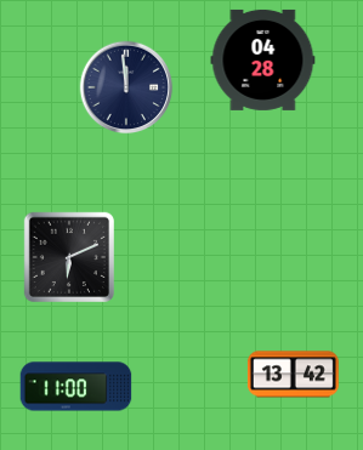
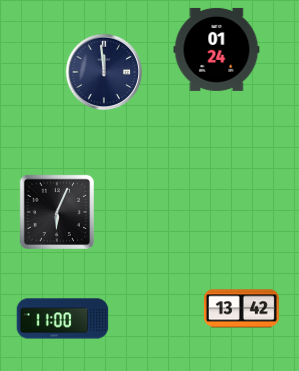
clock at (263, 59): 04:28 -> 01:24
clock at (68, 256): 6:11 -> 6:04
